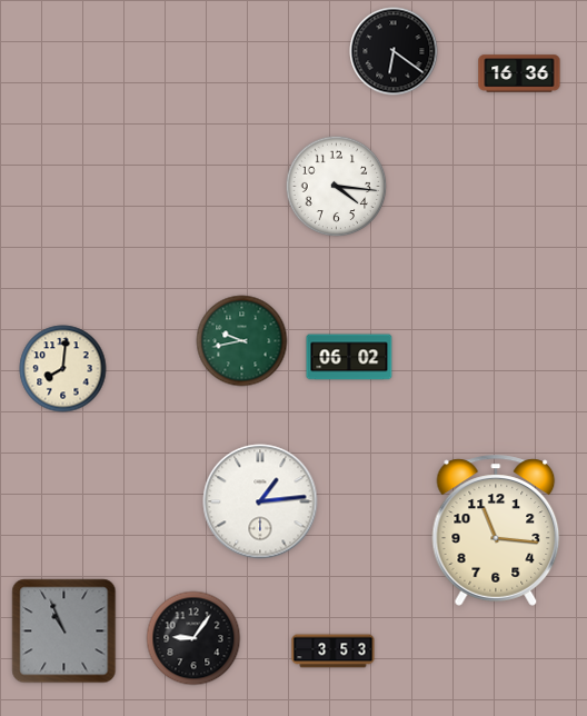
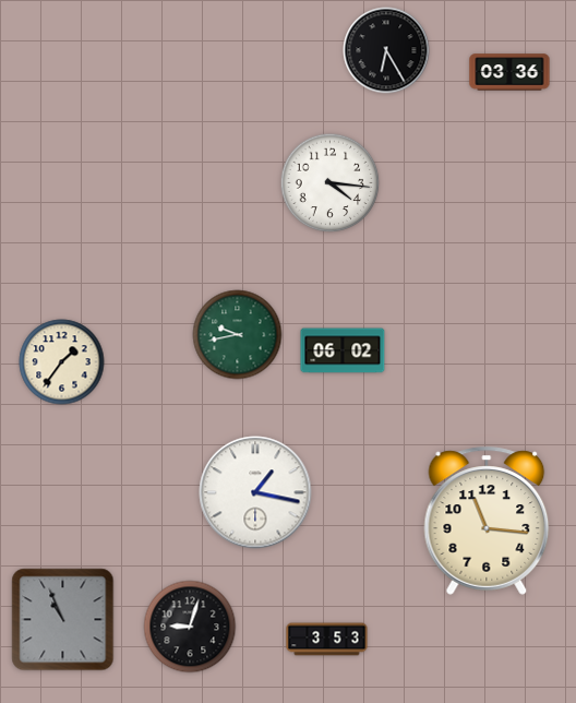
clock at (394, 51): 6:21 -> 6:25
clock at (519, 73): 16:36 -> 03:36
clock at (63, 369): 8:01 -> 1:36
clock at (260, 501): 1:14 -> 1:17
clock at (193, 638): 9:06 -> 9:03
